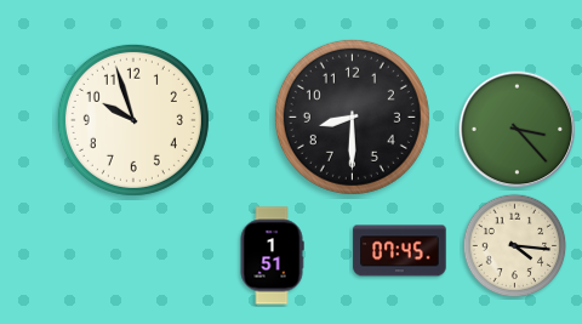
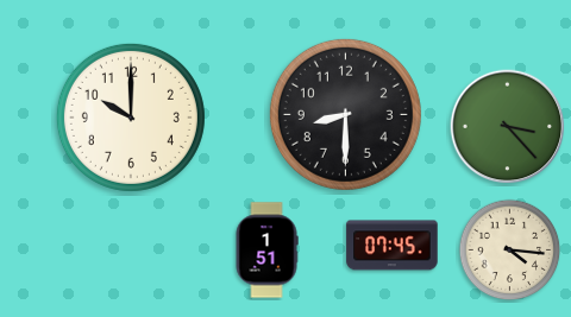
clock at (133, 120): 9:57 -> 10:00
clock at (515, 246) position: (515, 246) -> (510, 251)
